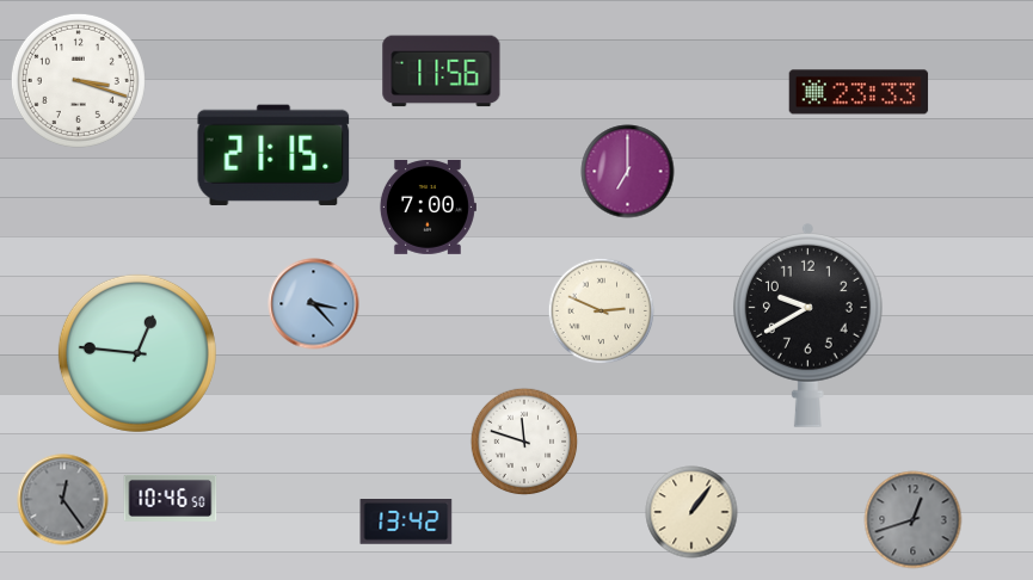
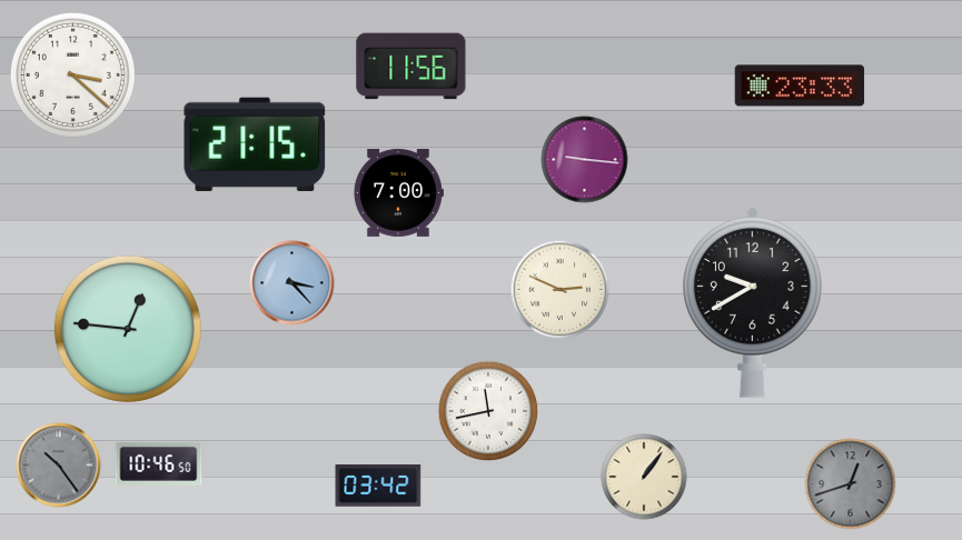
clock at (78, 80): 3:18 -> 3:22
clock at (628, 172): 7:00 -> 9:16
clock at (524, 442): 11:48 -> 11:43
clock at (63, 500): 12:24 -> 10:24
clock at (406, 523): 13:42 -> 03:42
